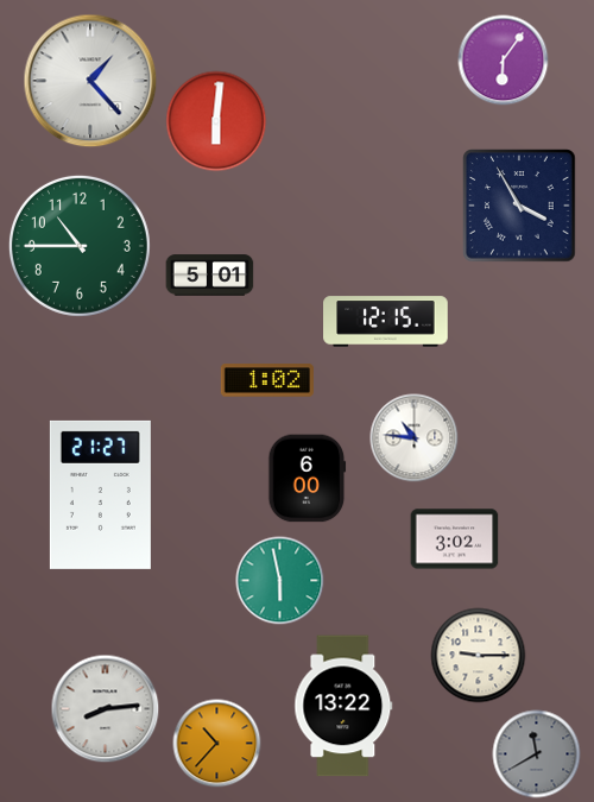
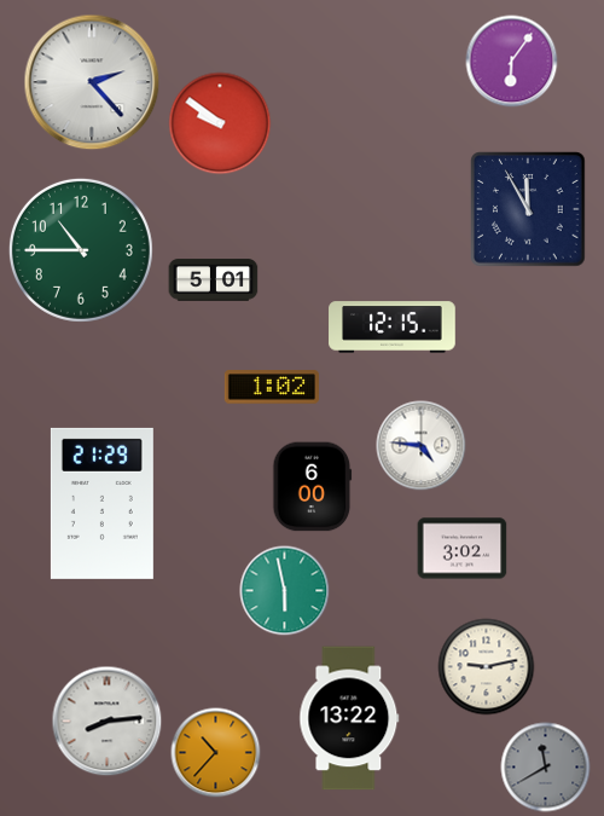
clock at (90, 81): 1:23 -> 2:23
clock at (216, 121): 6:01 -> 9:51
clock at (519, 206): 3:55 -> 11:55
clock at (415, 438): 10:46 -> 4:46
clock at (100, 494): 21:27 -> 21:29
clock at (479, 656): 9:15 -> 9:13
clock at (217, 744) position: (217, 744) -> (216, 753)
